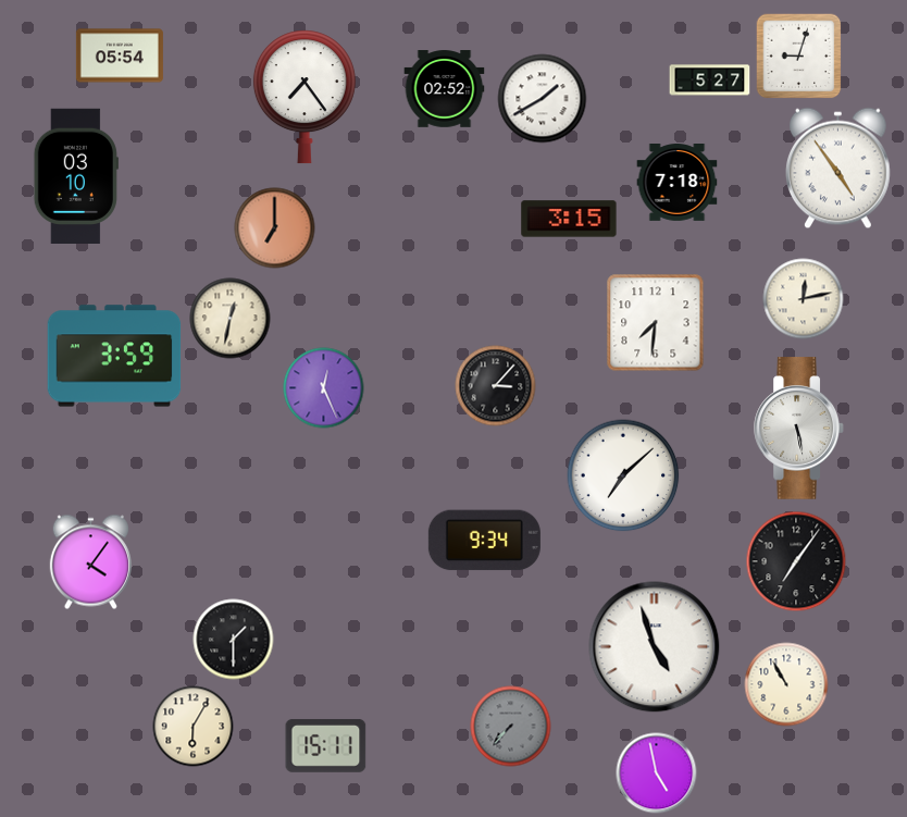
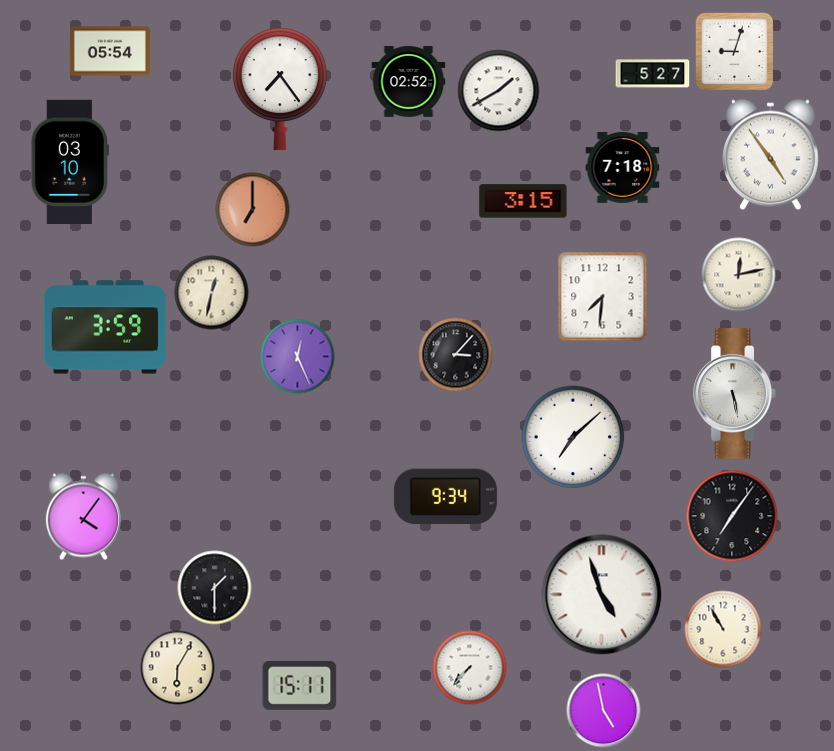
clock at (511, 727) dial: grey -> white
